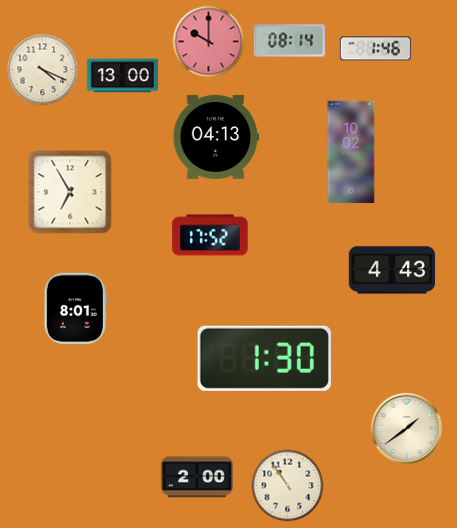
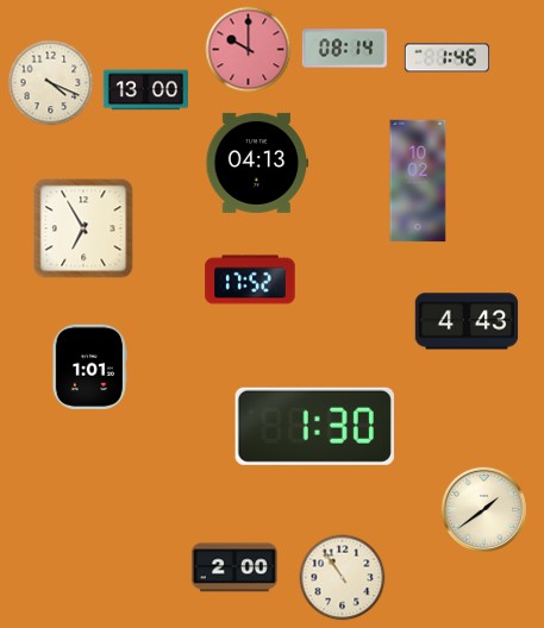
clock at (75, 308): 8:01 -> 1:01
